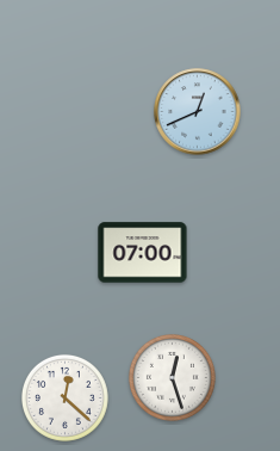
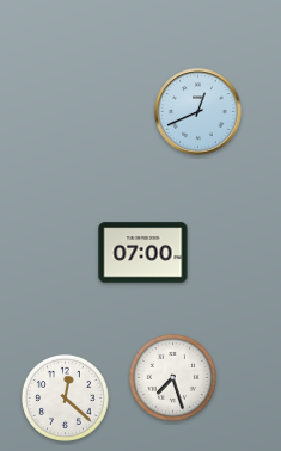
clock at (172, 377): 12:27 -> 7:27
